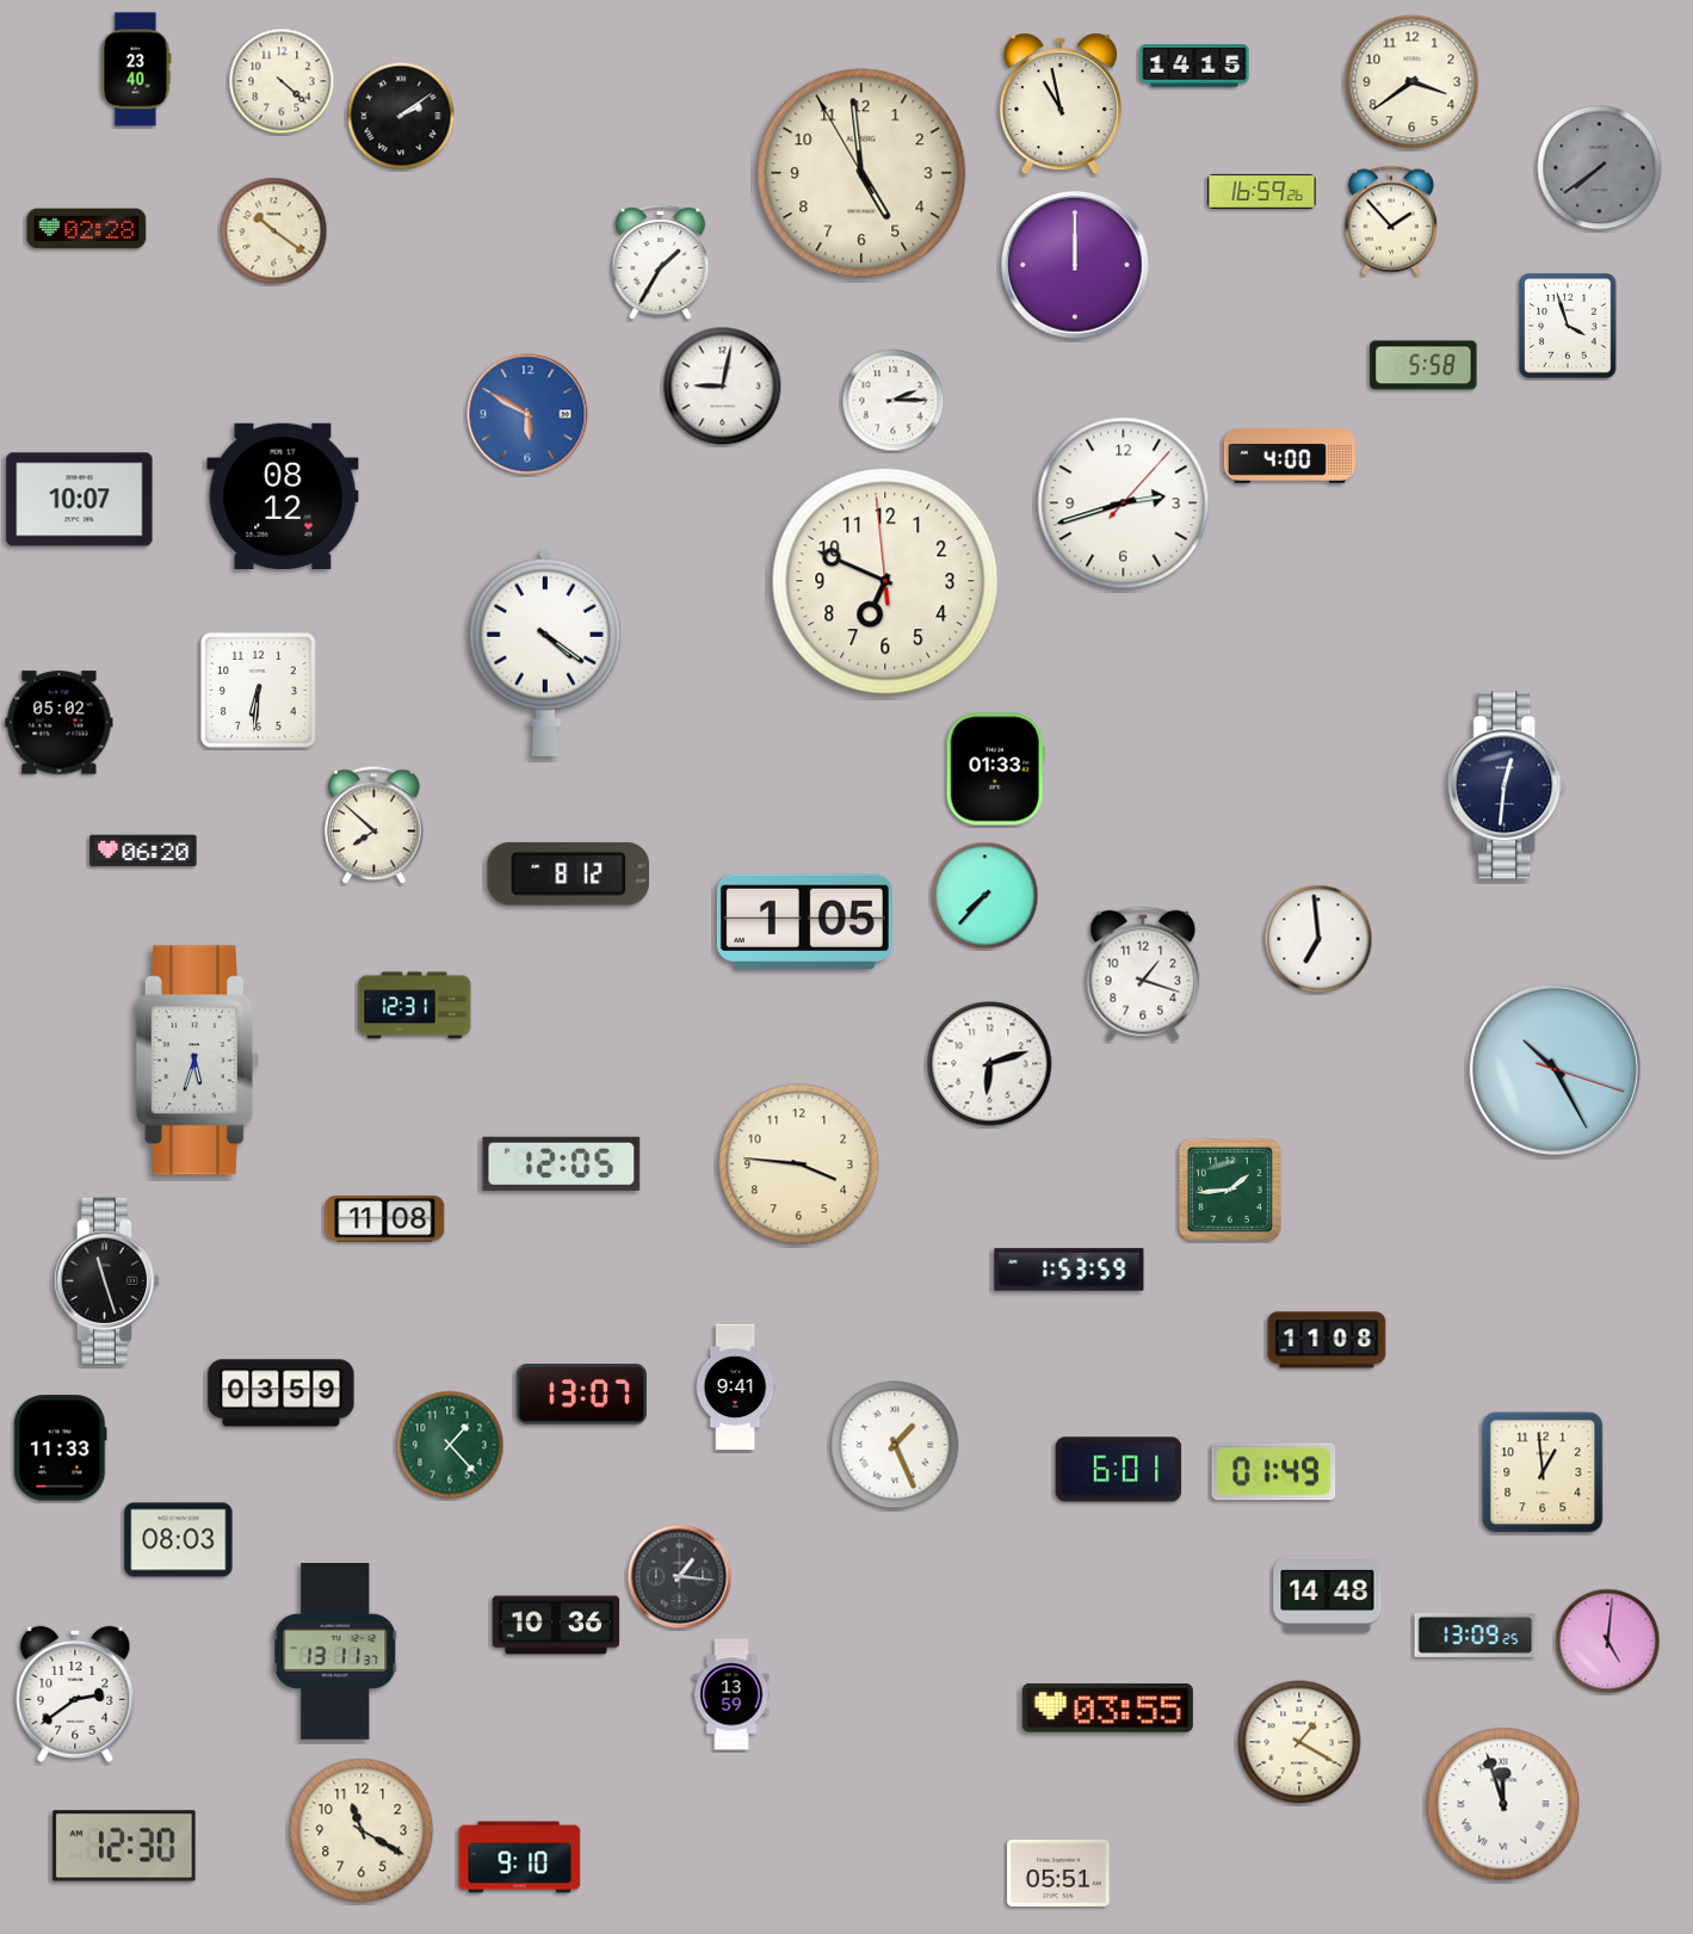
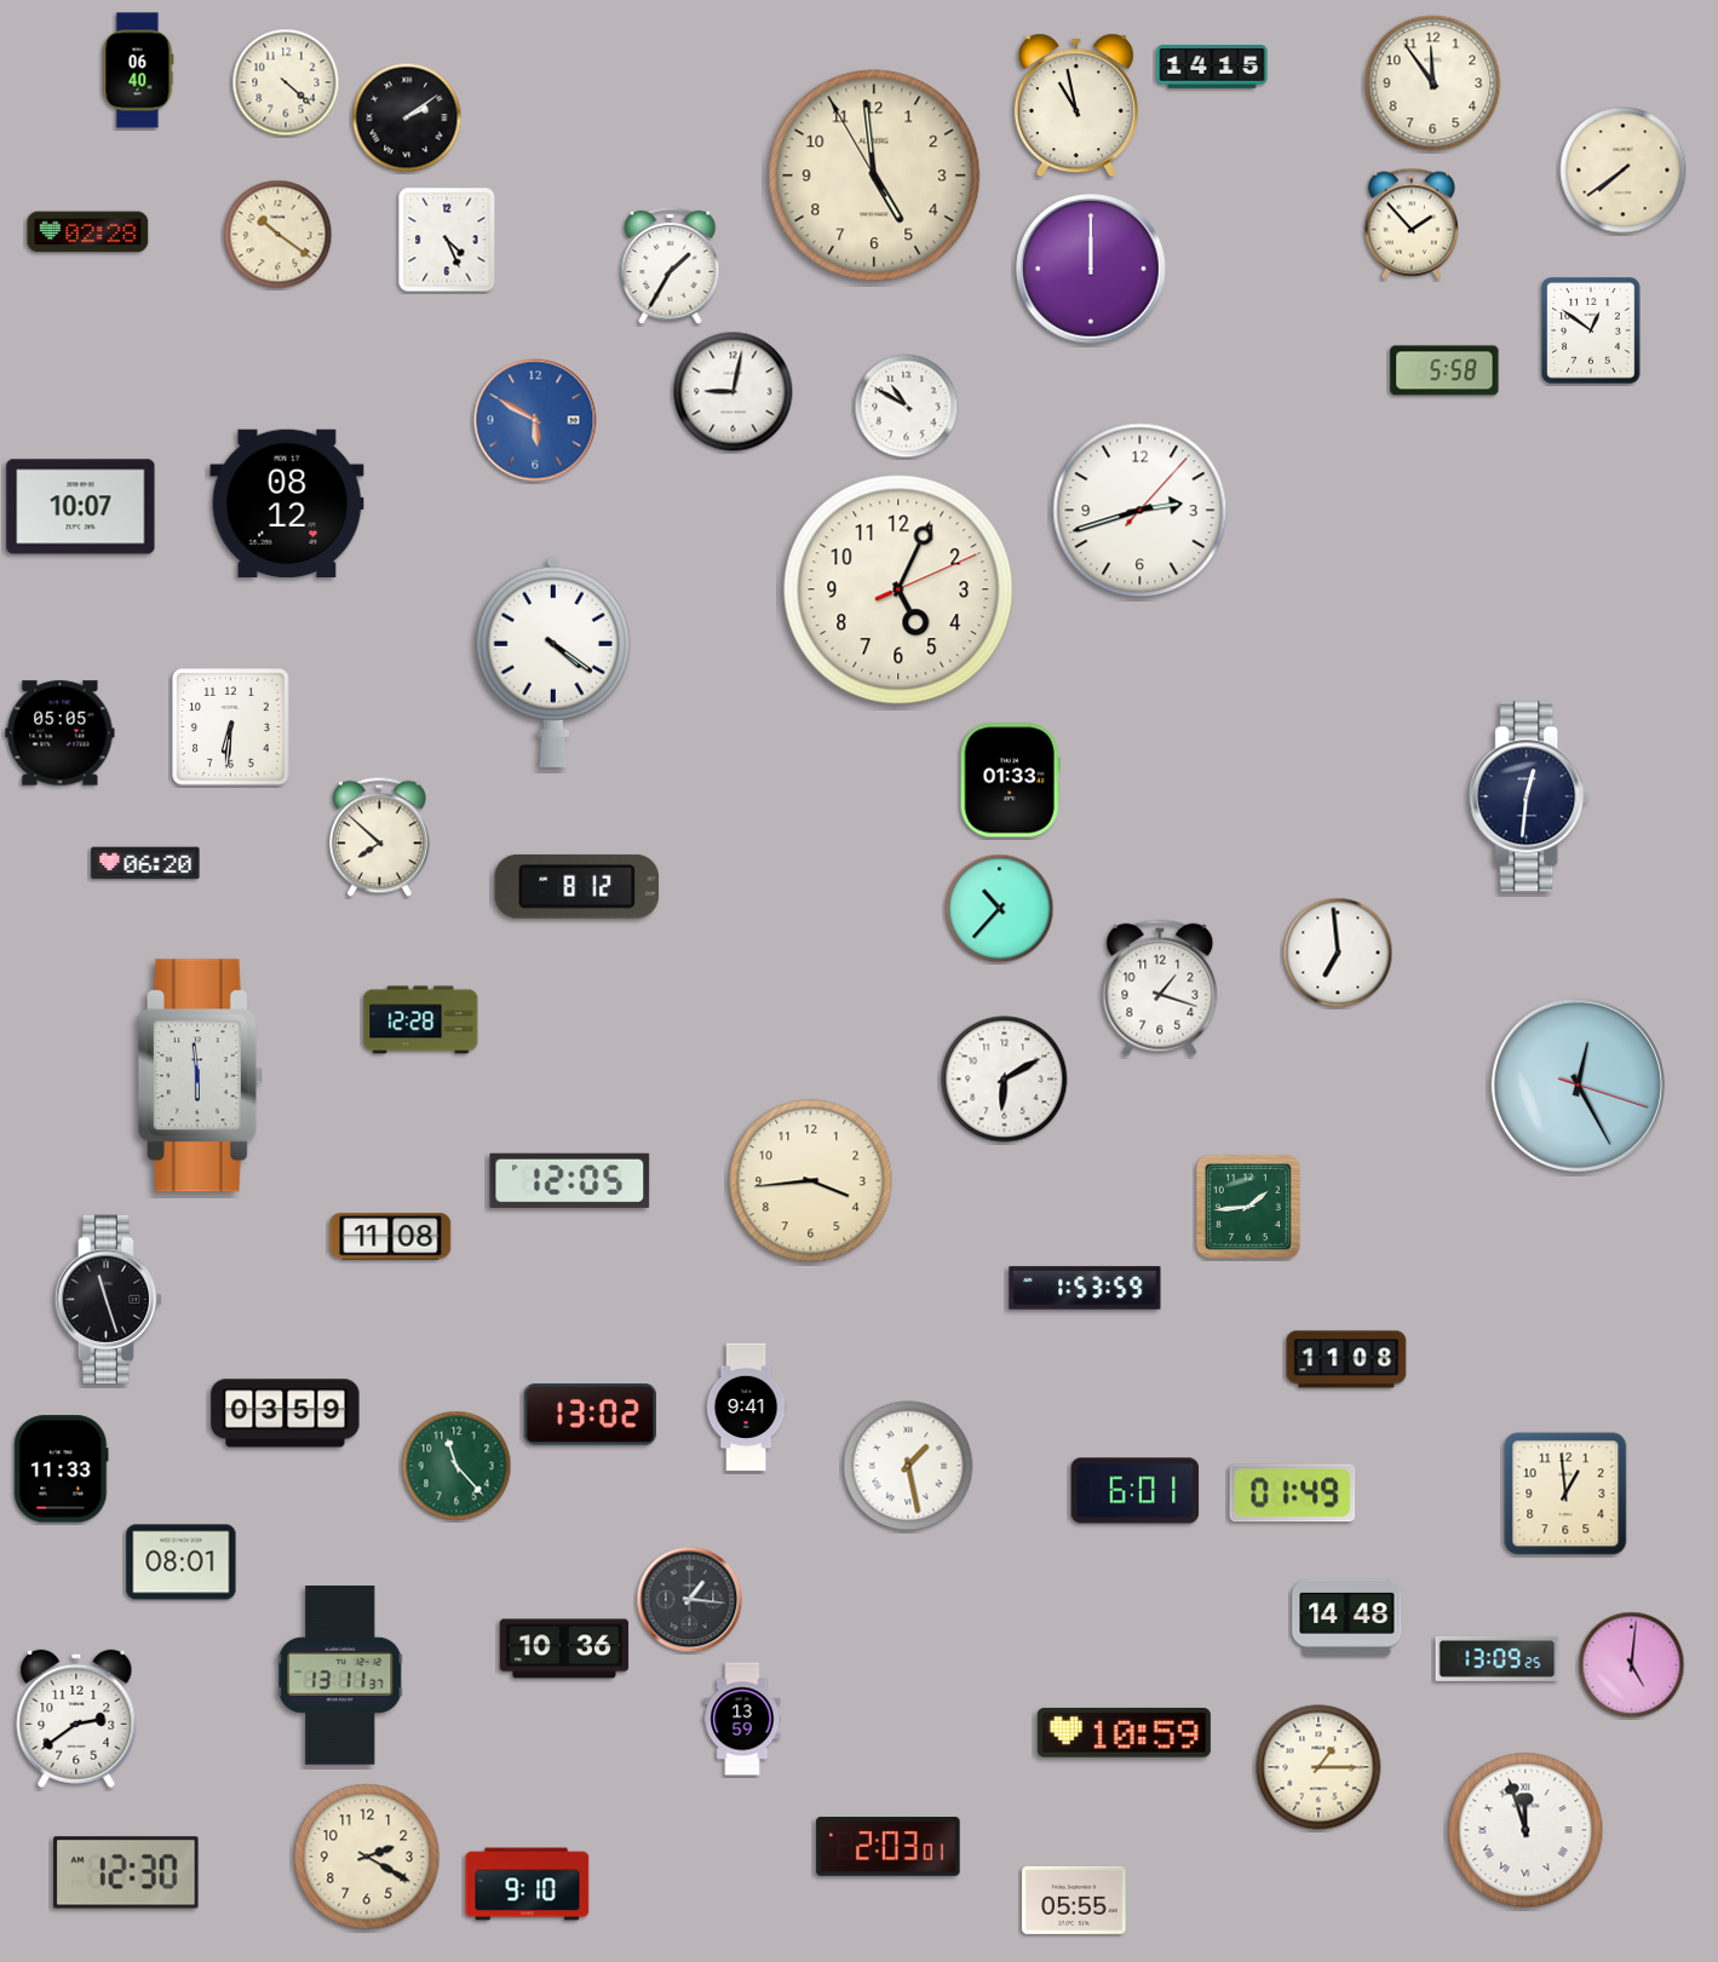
clock at (136, 69): 23:40 -> 06:40
clock at (1413, 82): 3:39 -> 11:54
clock at (1600, 168) dial: grey -> cream
clock at (1262, 191): 16:59 -> none
clock at (447, 240): none -> 4:26
clock at (1569, 327): 3:57 -> 12:51
clock at (894, 401): 2:15 -> 10:50
clock at (1290, 456): 4:00 -> none
clock at (885, 581): 6:48 -> 5:04
clock at (259, 691) position: (259, 691) -> (231, 727)
clock at (60, 723): 05:02 -> 05:05
clock at (985, 896): 7:37 -> 10:37
clock at (804, 921): 1:05 -> none
clock at (415, 1006): 12:31 -> 12:28
clock at (197, 1061): 5:33 -> 5:59
clock at (990, 1064): 6:12 -> 6:10
clock at (1555, 1069): 10:25 -> 12:25
clock at (799, 1164): 3:46 -> 3:44
clock at (581, 1395): 13:07 -> 13:02
clock at (450, 1445): 1:23 -> 11:23
clock at (895, 1445): 1:26 -> 1:28
clock at (179, 1540): 08:03 -> 08:01
clock at (1107, 1707): 03:55 -> 10:59
clock at (1299, 1742): 1:20 -> 1:15
clock at (889, 1847): none -> 2:03
clock at (362, 1830): 11:20 -> 2:20
clock at (1058, 1873): 05:51 -> 05:55
